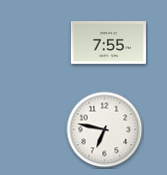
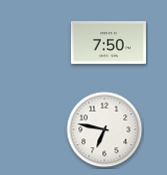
clock at (108, 43): 7:55 -> 7:50
